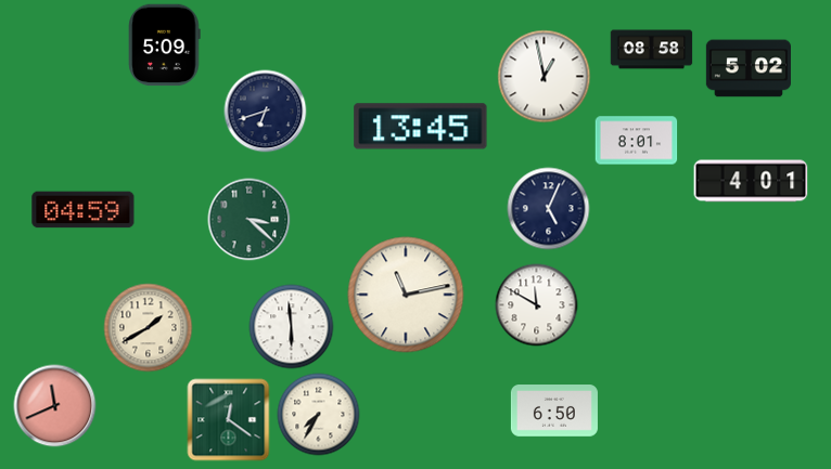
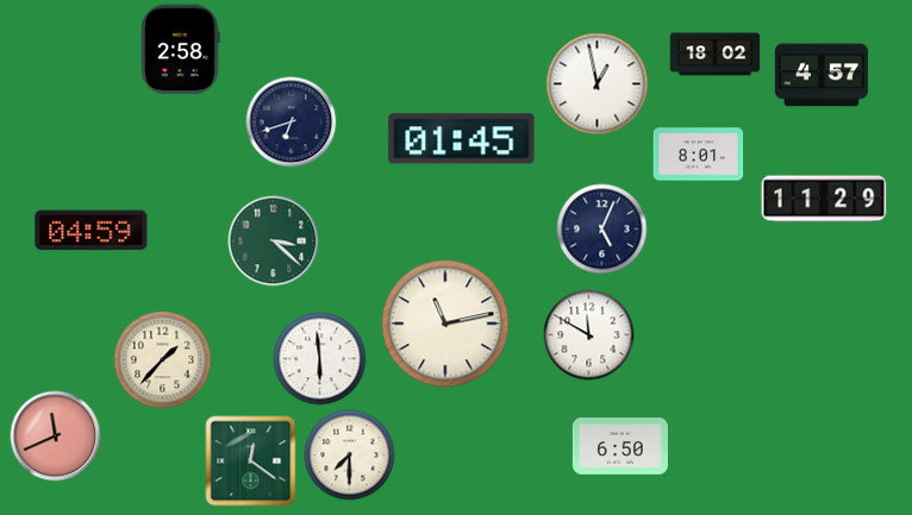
clock at (165, 45): 5:09 -> 2:58
clock at (652, 50): 08:58 -> 18:02
clock at (749, 68): 5:02 -> 4:57
clock at (421, 127): 13:45 -> 01:45
clock at (751, 181): 4:01 -> 11:29
clock at (149, 328): 1:40 -> 1:37
clock at (55, 406) position: (55, 406) -> (56, 437)
clock at (554, 412) position: (554, 412) -> (620, 447)
clock at (319, 415): 7:35 -> 7:30
